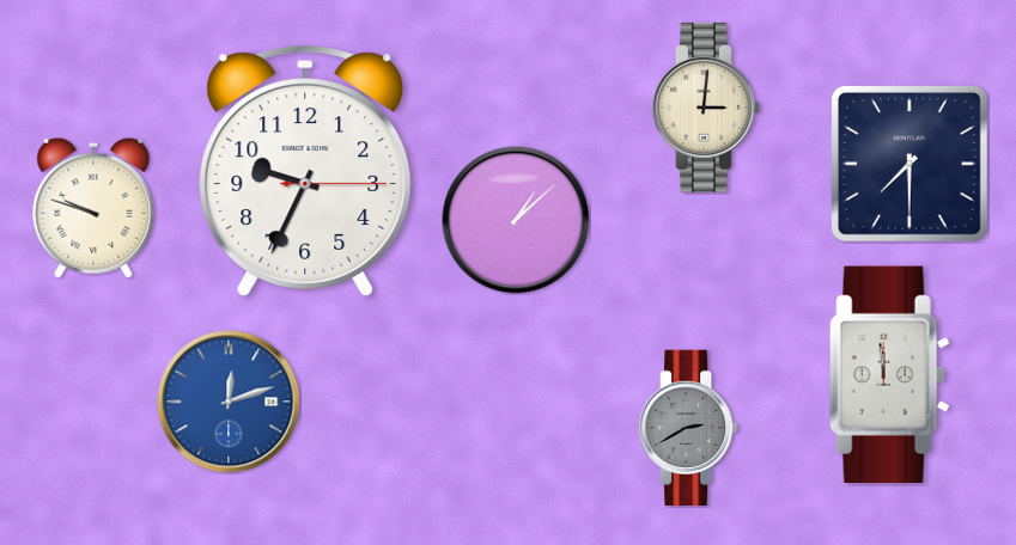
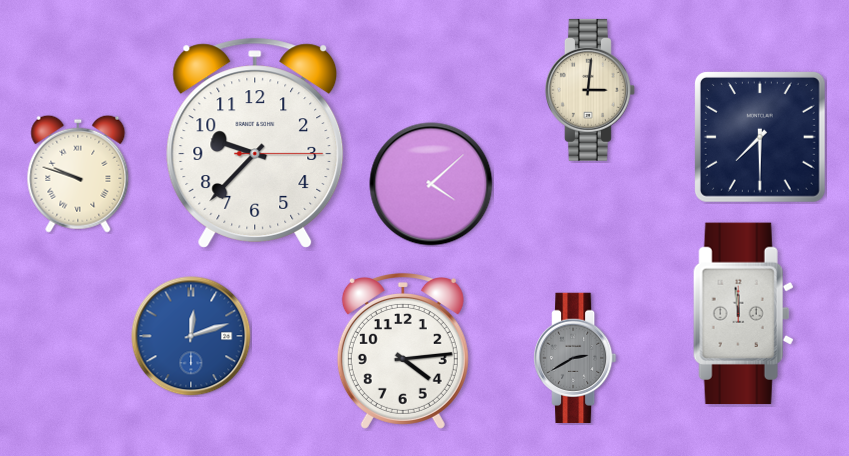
clock at (305, 171): 9:34 -> 9:37
clock at (516, 220): 1:08 -> 4:08
clock at (403, 352): none -> 4:14
